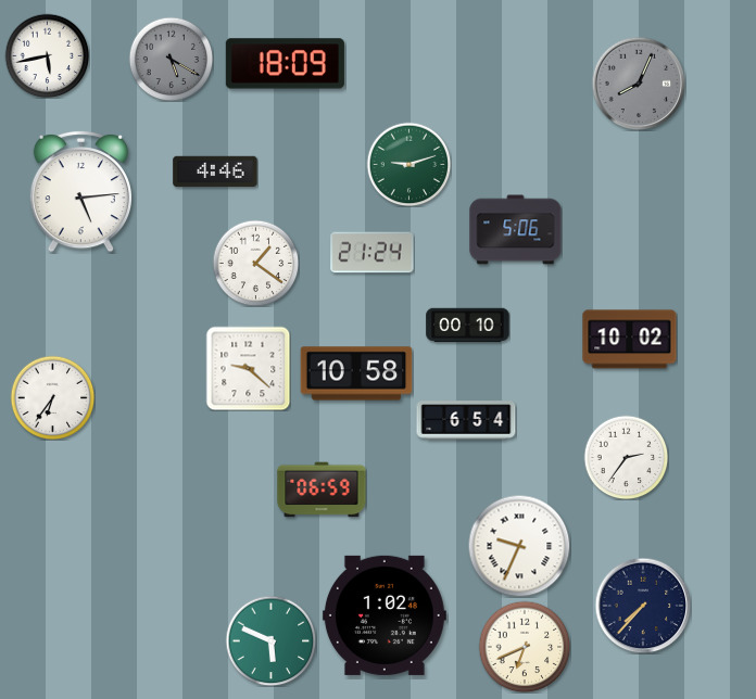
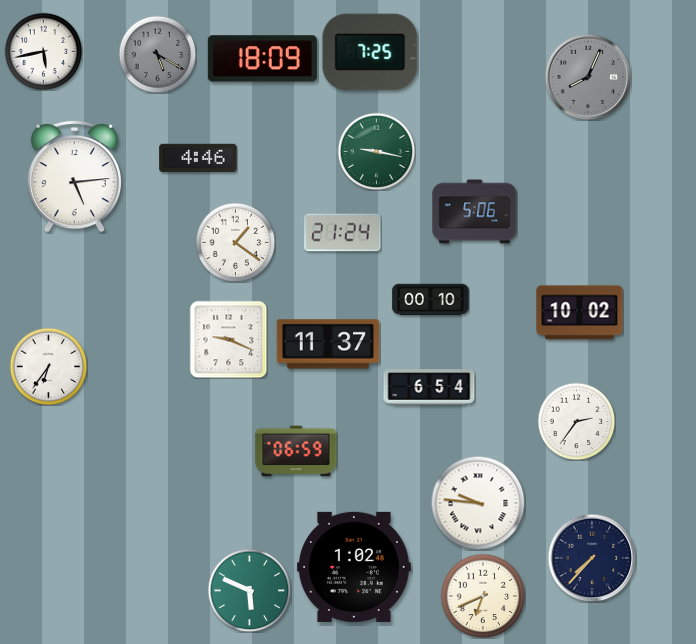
clock at (370, 52): none -> 7:25
clock at (408, 164): 9:12 -> 9:17
clock at (248, 368): 9:22 -> 9:19
clock at (356, 373): 10:58 -> 11:37
clock at (519, 546): 9:34 -> 9:46
